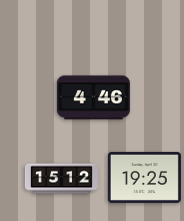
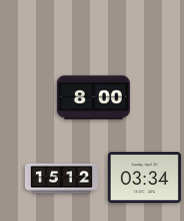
clock at (93, 98): 4:46 -> 8:00
clock at (144, 177): 19:25 -> 03:34
